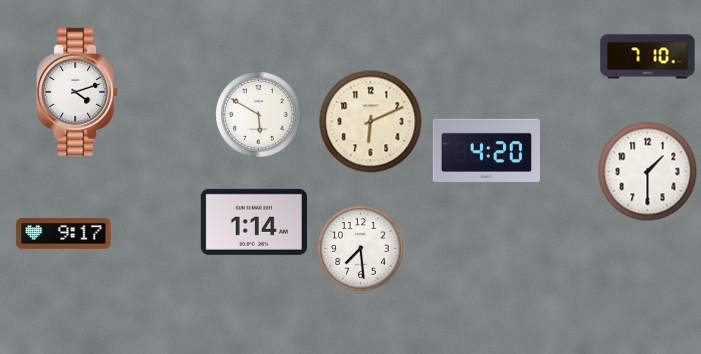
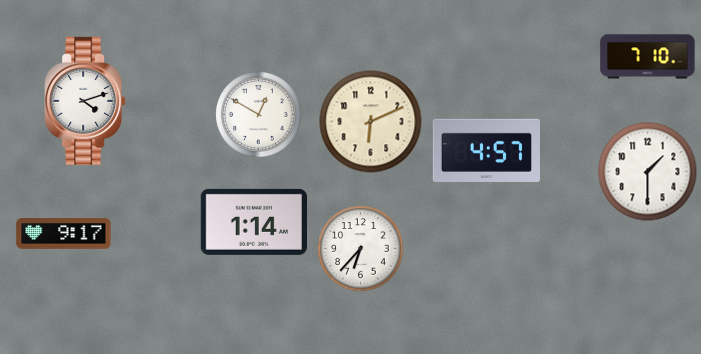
clock at (77, 92) position: (77, 92) -> (85, 101)
clock at (259, 115): 5:50 -> 12:50
clock at (486, 150): 4:20 -> 4:57
clock at (361, 249): 7:29 -> 6:37
